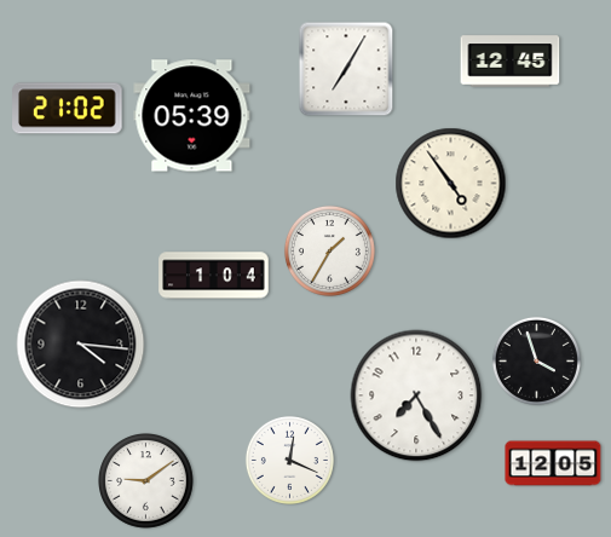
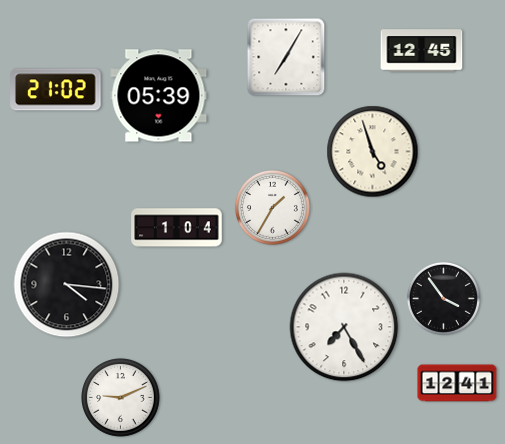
clock at (451, 184): 4:54 -> 4:57
clock at (536, 360): 3:57 -> 3:54
clock at (289, 460): 12:19 -> none
clock at (553, 463): 12:05 -> 12:41
clock at (146, 481): 9:09 -> 9:11
